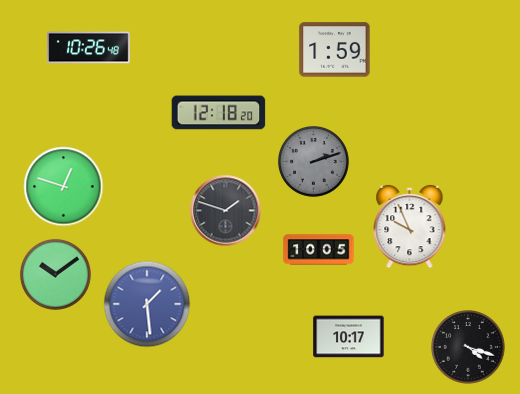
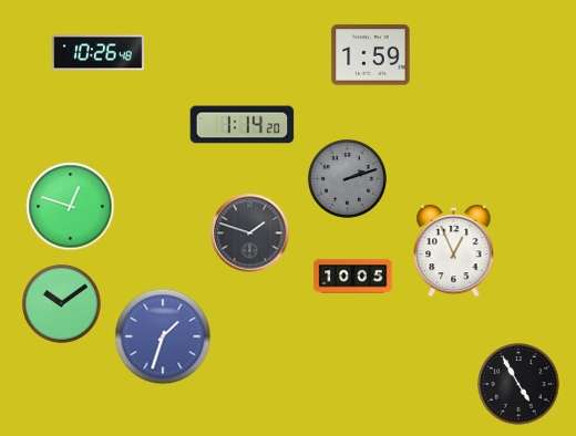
clock at (219, 113): 12:18 -> 1:14
clock at (410, 227): 9:56 -> 12:56
clock at (147, 304): 1:29 -> 1:33
clock at (349, 337): 10:17 -> none
clock at (468, 347): 4:18 -> 4:55
